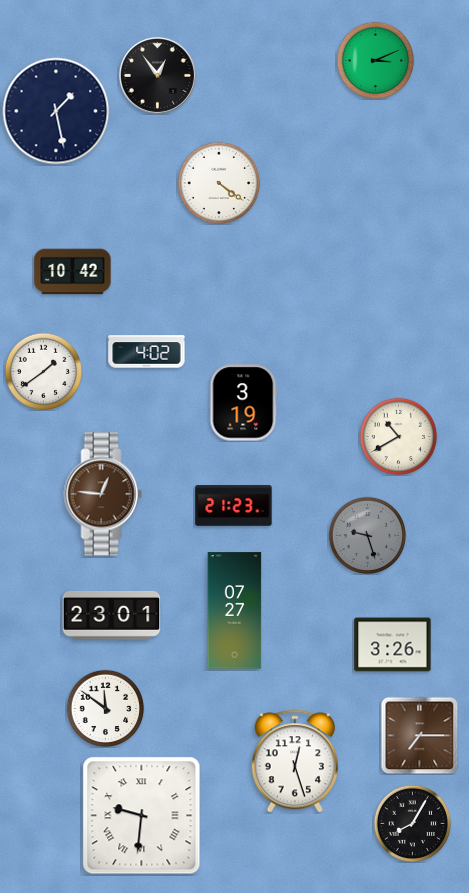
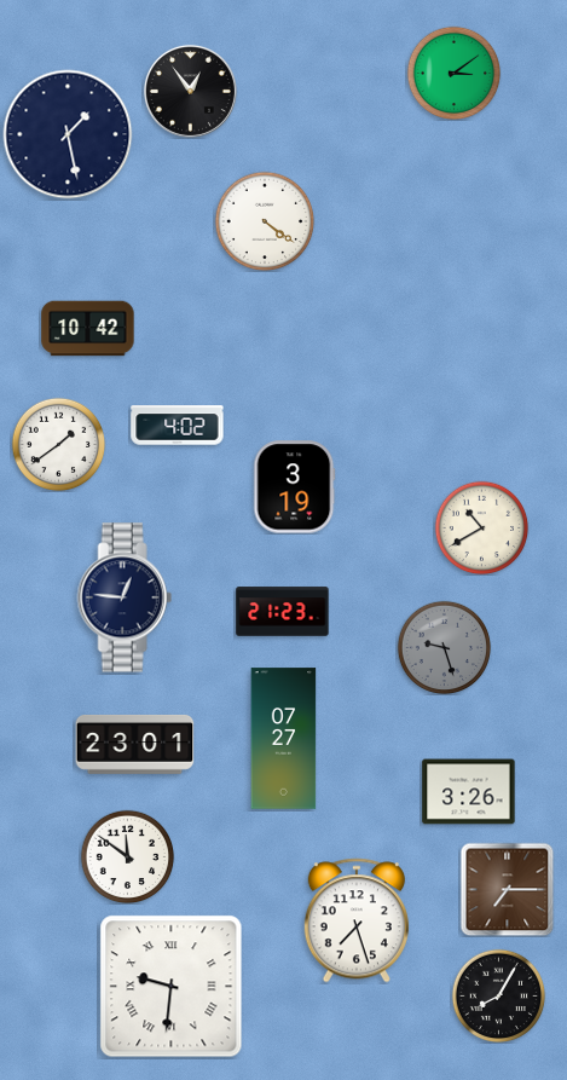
clock at (375, 60): 3:11 -> 3:09
clock at (43, 371) position: (43, 371) -> (58, 444)
clock at (103, 494) dial: brown -> navy
clock at (393, 645) position: (393, 645) -> (469, 792)
clock at (295, 761): 12:27 -> 7:27
